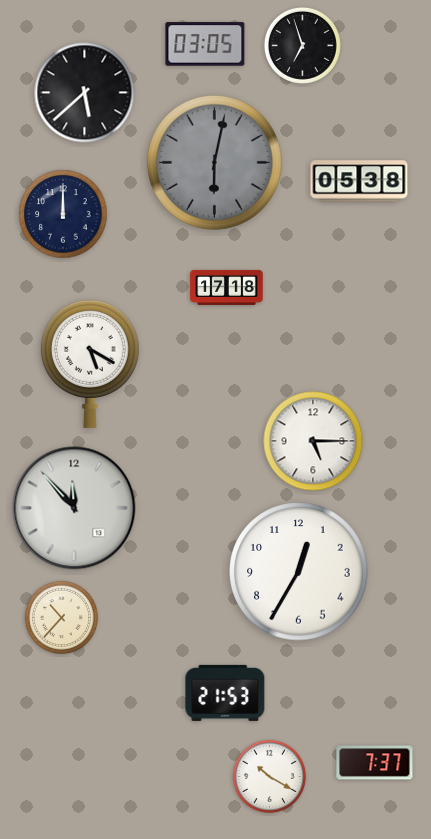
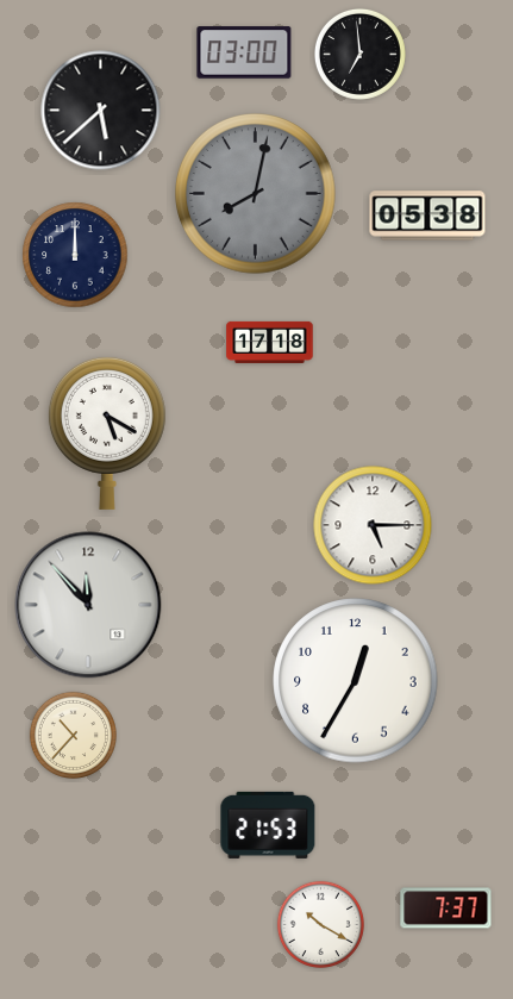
clock at (205, 44): 03:05 -> 03:00
clock at (302, 45): 6:57 -> 6:59
clock at (215, 163): 6:02 -> 8:02
